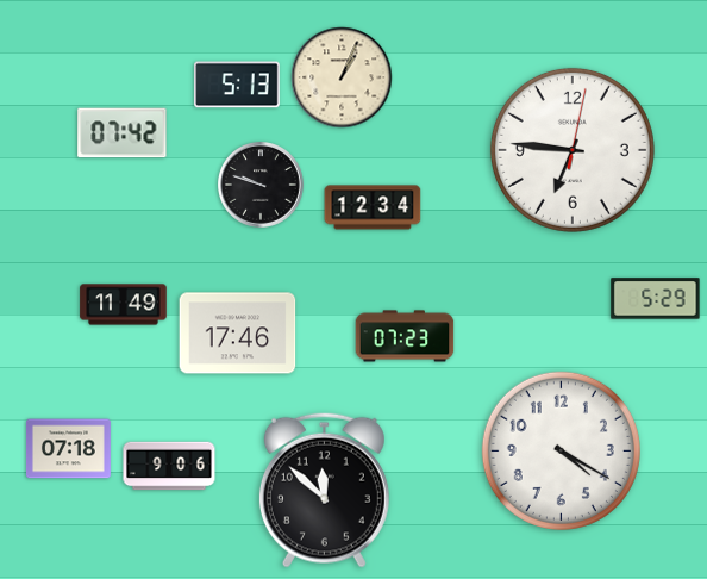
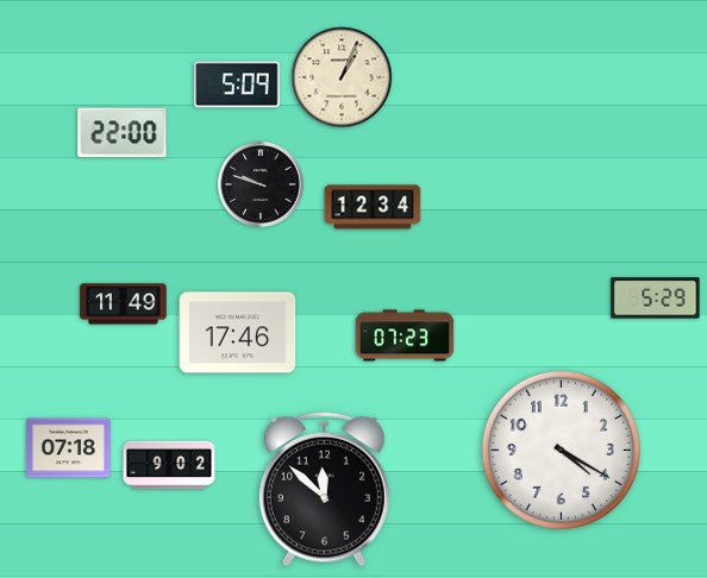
clock at (238, 85): 5:13 -> 5:09
clock at (123, 133): 07:42 -> 22:00
clock at (573, 150): 6:46 -> none
clock at (169, 466): 9:06 -> 9:02
